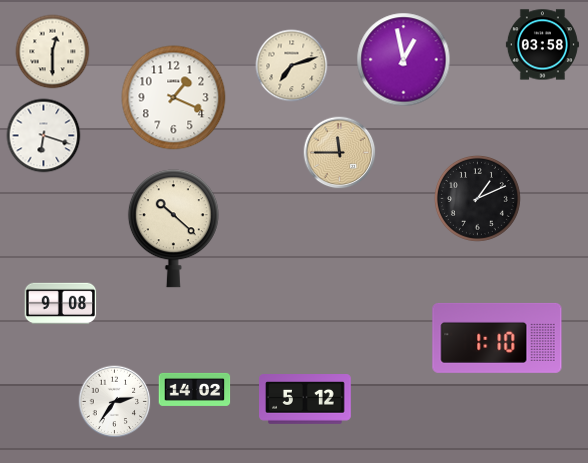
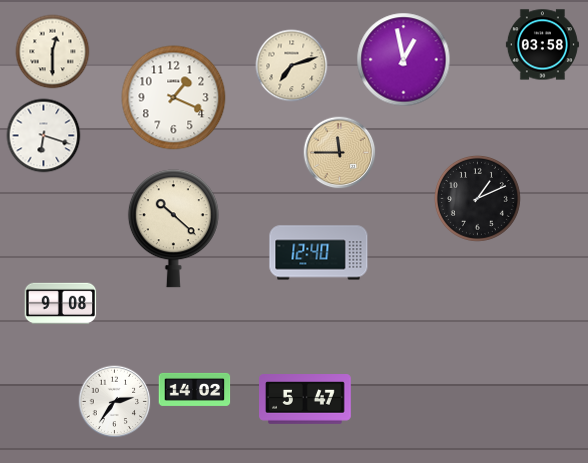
clock at (319, 253): none -> 12:40
clock at (497, 338): 1:10 -> none
clock at (305, 400): 5:12 -> 5:47
